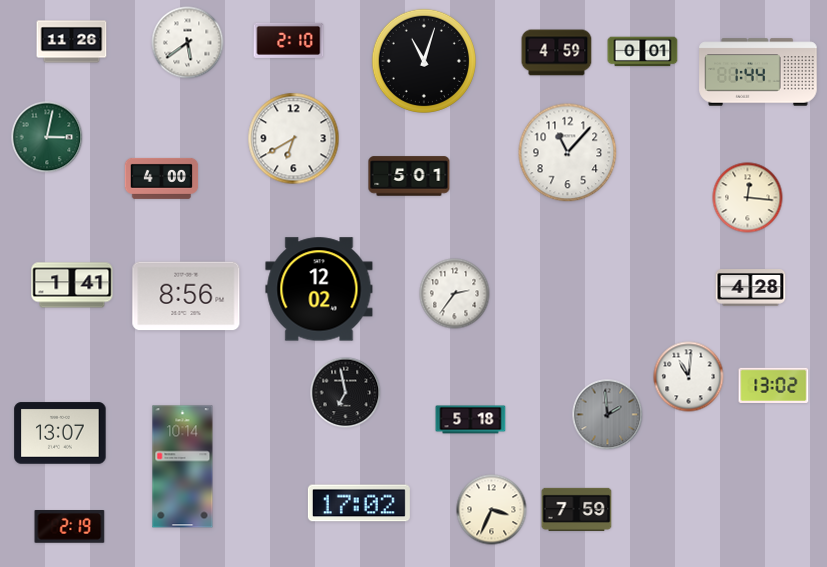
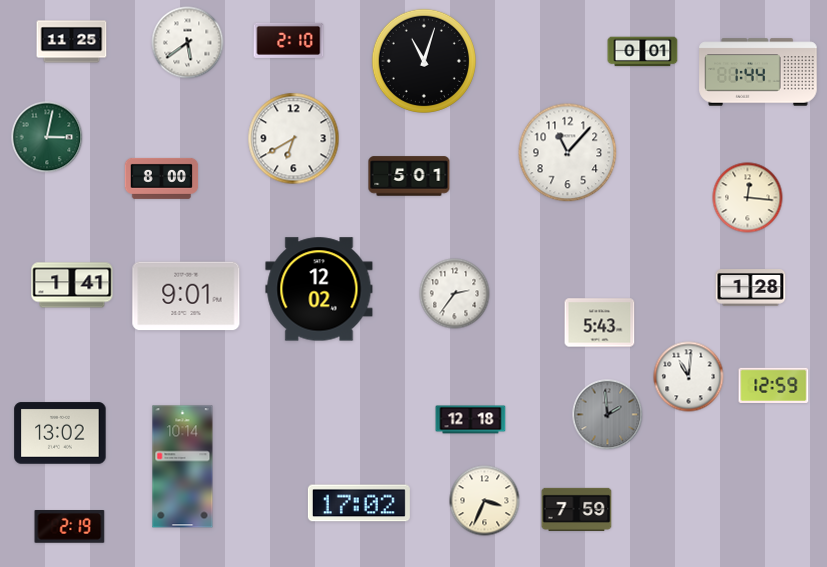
clock at (72, 42): 11:26 -> 11:25
clock at (557, 53): 4:59 -> none
clock at (162, 178): 4:00 -> 8:00
clock at (751, 288): 4:28 -> 1:28
clock at (186, 296): 8:56 -> 9:01
clock at (600, 323): none -> 5:43
clock at (774, 385): 13:02 -> 12:59
clock at (346, 393): 6:58 -> none
clock at (471, 420): 5:18 -> 12:18
clock at (60, 433): 13:07 -> 13:02
clock at (492, 510) position: (492, 510) -> (485, 501)
